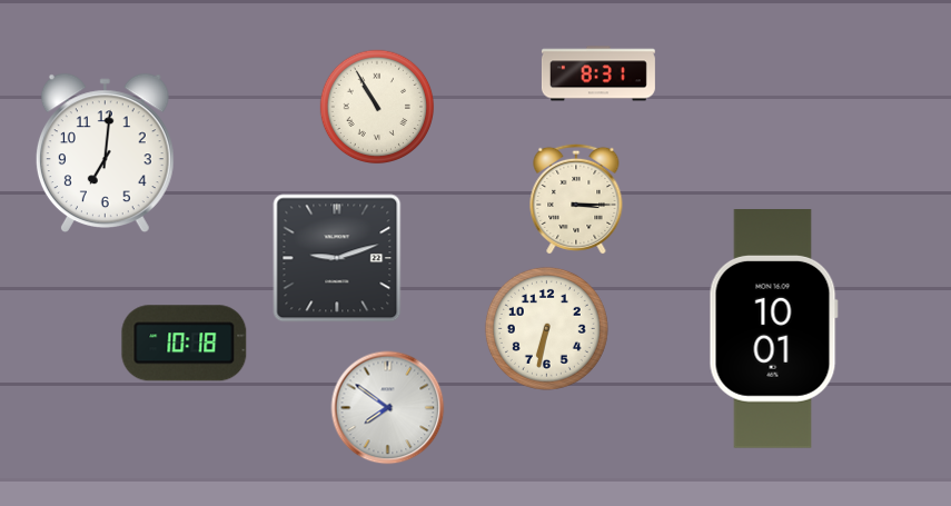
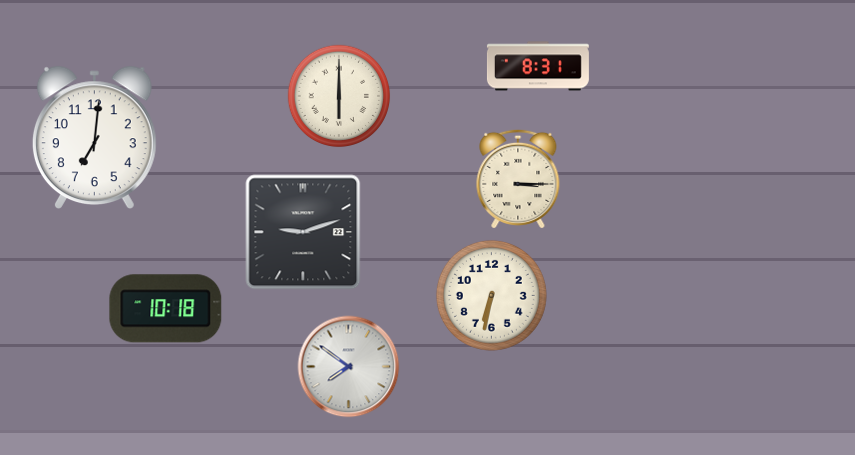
clock at (377, 107): 10:55 -> 6:00
clock at (773, 329): 10:01 -> none
